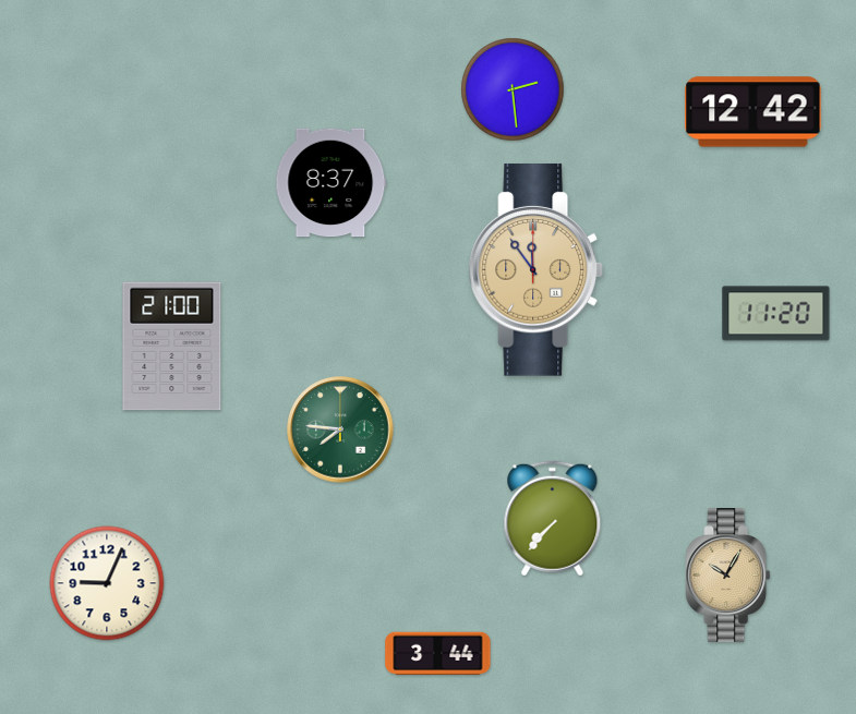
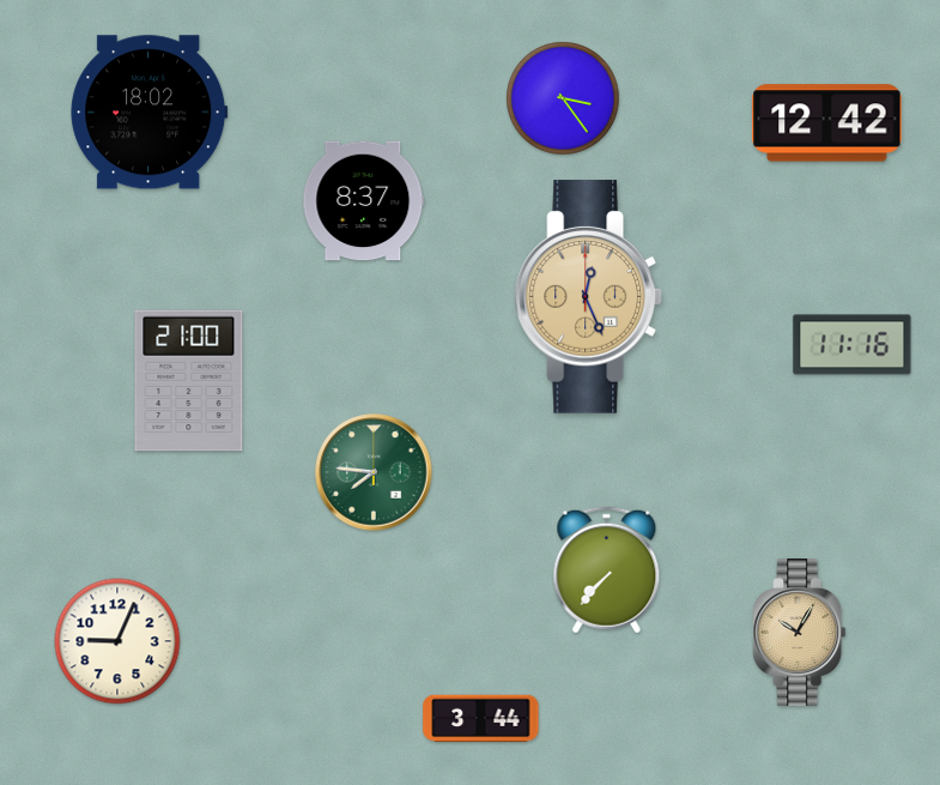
clock at (513, 89): 2:29 -> 3:24
clock at (150, 113): none -> 18:02
clock at (536, 270): 11:54 -> 12:26
clock at (776, 314): 11:20 -> 11:16
